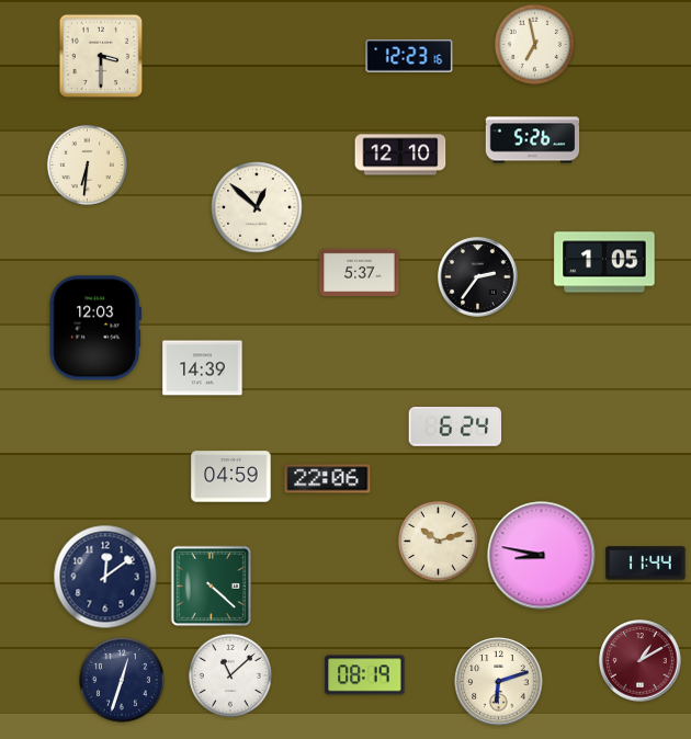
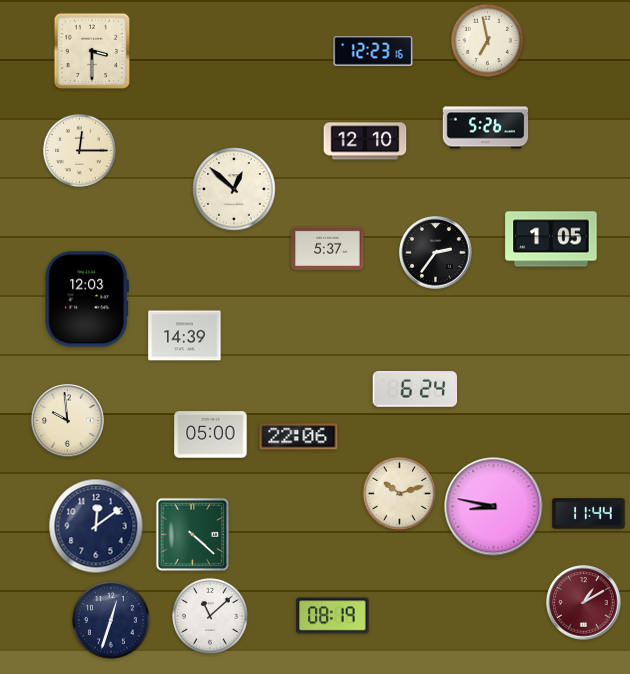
clock at (87, 164): 6:31 -> 12:15
clock at (68, 421): none -> 9:59
clock at (231, 477): 04:59 -> 05:00
clock at (499, 682): 6:12 -> none
